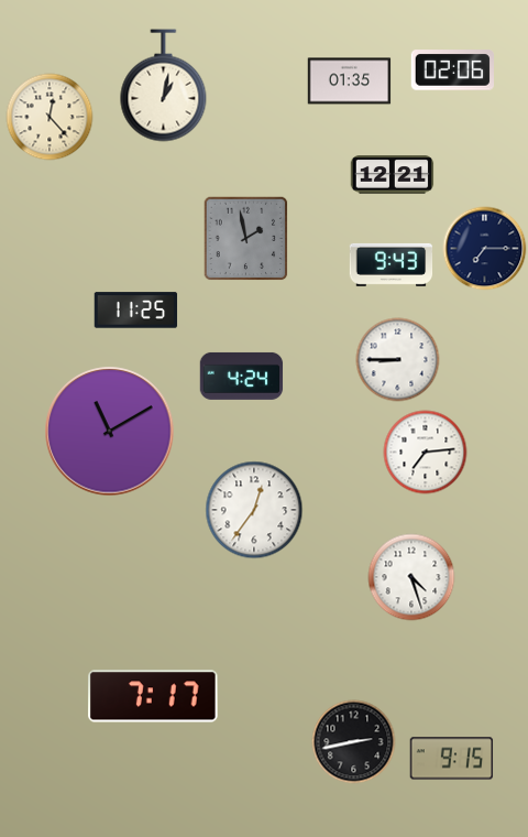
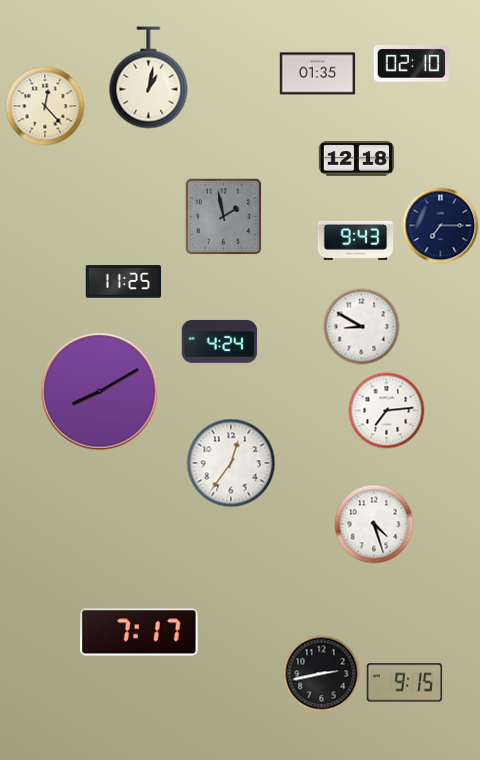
clock at (453, 70): 02:06 -> 02:10
clock at (393, 175): 12:21 -> 12:18
clock at (398, 360): 8:45 -> 8:50
clock at (110, 432): 11:10 -> 8:10
clock at (452, 759) position: (452, 759) -> (405, 683)
